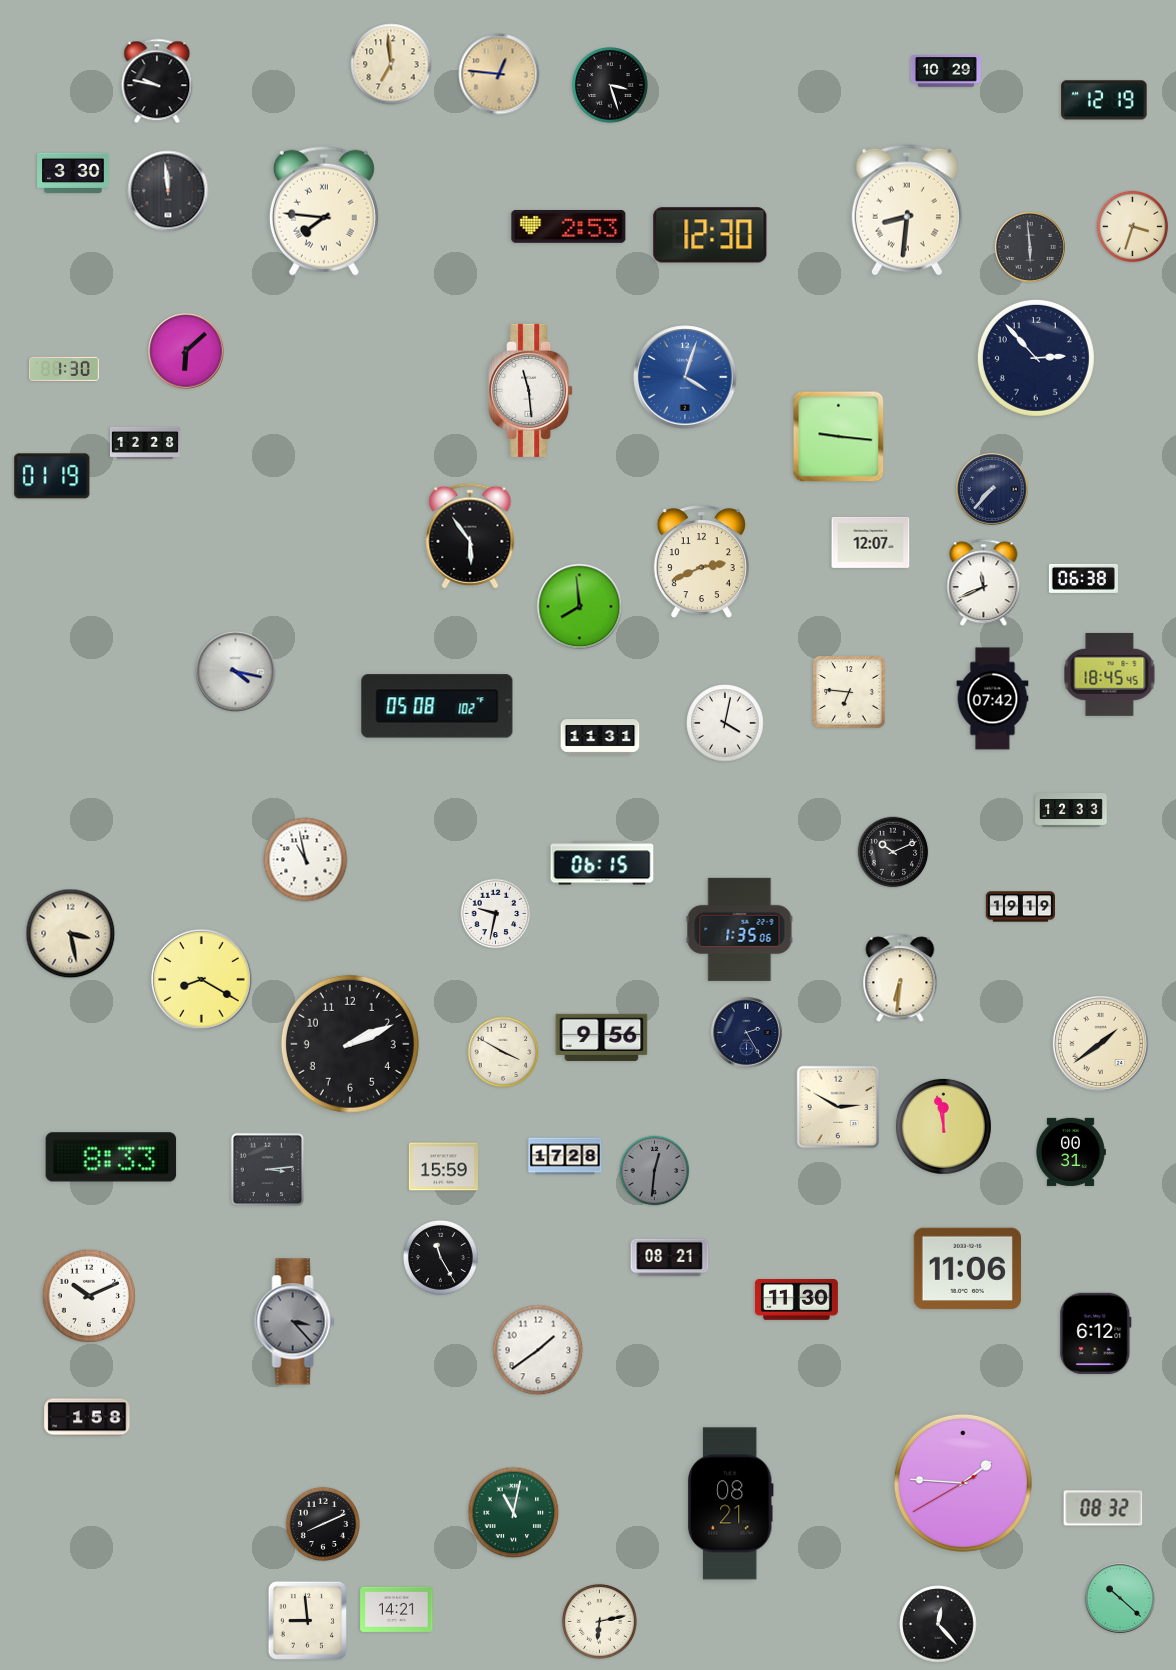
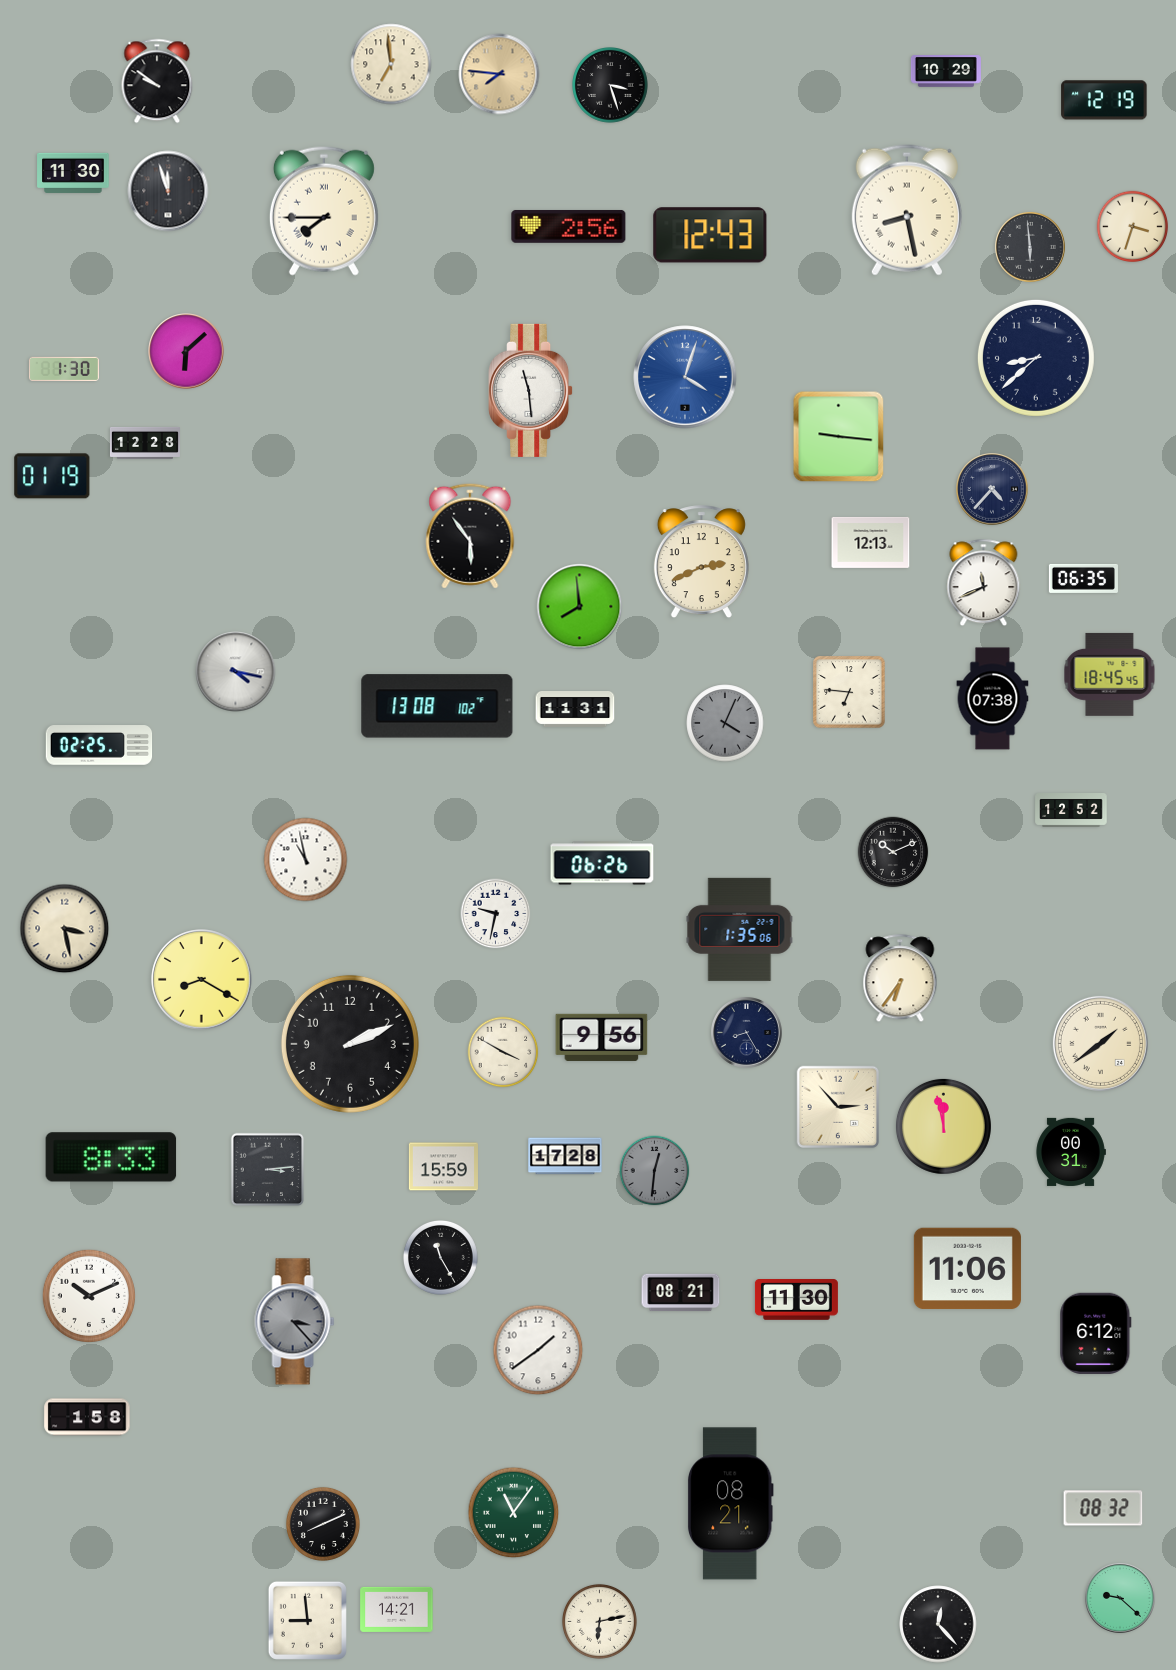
clock at (499, 74): 12:46 -> 7:46
clock at (157, 81): 9:47 -> 9:51
clock at (73, 173): 3:30 -> 11:30
clock at (168, 191): 11:59 -> 11:57
clock at (907, 210): 8:31 -> 8:28
clock at (324, 211): 7:46 -> 7:45
clock at (569, 226): 2:53 -> 2:56
clock at (710, 235): 12:30 -> 12:43
clock at (1036, 358): 2:53 -> 8:38
clock at (992, 489): 7:37 -> 4:37
clock at (871, 542): 12:07 -> 12:13
clock at (1083, 578): 06:38 -> 06:35
clock at (993, 699): 07:42 -> 07:38
clock at (437, 706): 05:08 -> 13:08
clock at (725, 723): 4:02 -> 4:04
clock at (725, 723) dial: white -> grey
clock at (600, 738) position: (600, 738) -> (575, 710)
clock at (99, 745): none -> 02:25
clock at (1071, 811): 12:33 -> 12:52
clock at (602, 863): 06:15 -> 06:26
clock at (1020, 907): 19:19 -> none
clock at (71, 934) position: (71, 934) -> (65, 929)
clock at (900, 979): 6:31 -> 6:36
clock at (747, 1033): 2:25 -> 8:25
clock at (838, 1107): 2:50 -> 2:53
clock at (670, 1258) position: (670, 1258) -> (681, 1293)
clock at (963, 1483): 1:45 -> none
clock at (514, 1513): 11:02 -> 11:06
clock at (1120, 1598): 10:22 -> 9:22
